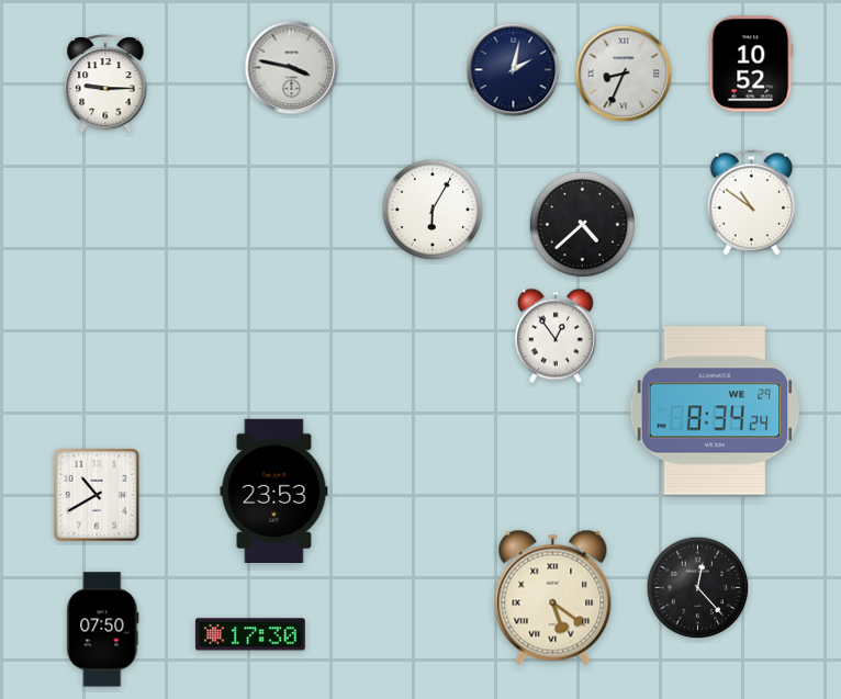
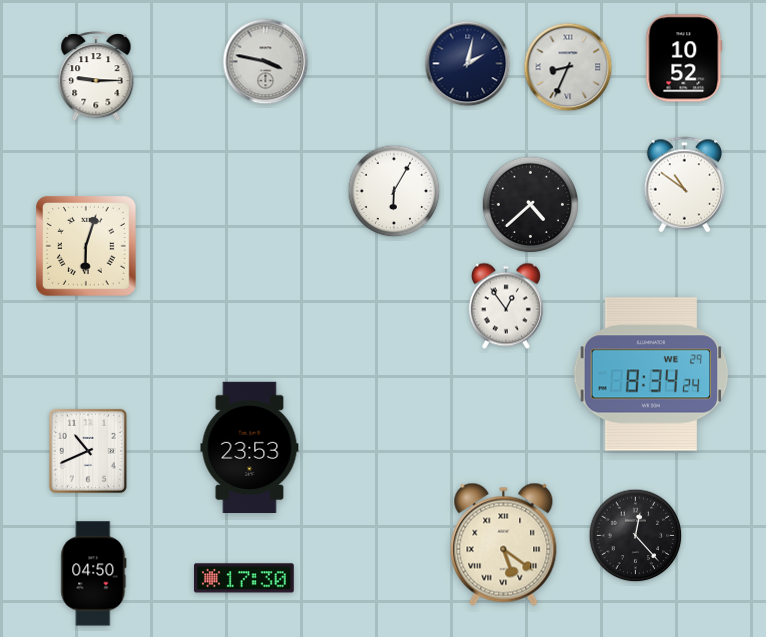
clock at (87, 247): none -> 6:03
clock at (97, 495): 10:40 -> 10:41
clock at (103, 630): 07:50 -> 04:50
clock at (251, 634) position: (251, 634) -> (245, 578)
